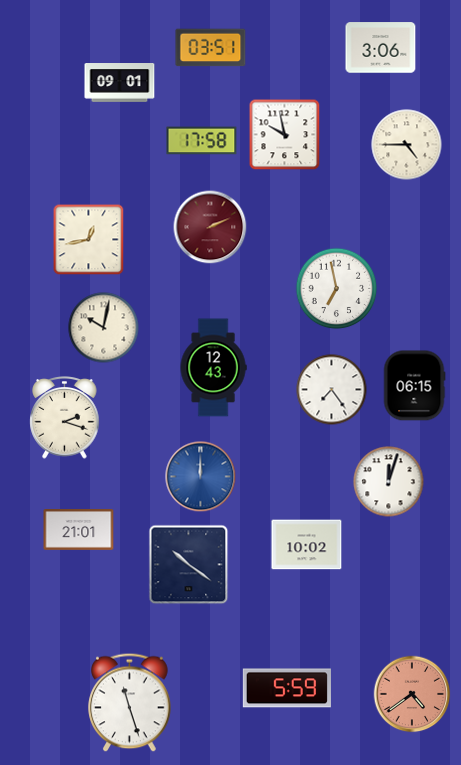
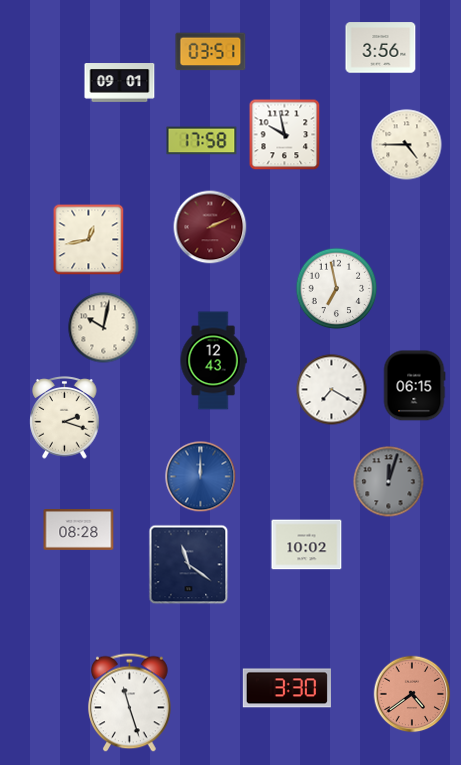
clock at (211, 48) position: (211, 48) -> (211, 52)
clock at (381, 48): 3:06 -> 3:56
clock at (213, 368) position: (213, 368) -> (213, 361)
clock at (332, 390): 7:24 -> 7:20
clock at (389, 482) dial: white -> grey
clock at (79, 530): 21:01 -> 08:28
clock at (189, 565): 10:21 -> 11:21
clock at (286, 688): 5:59 -> 3:30
